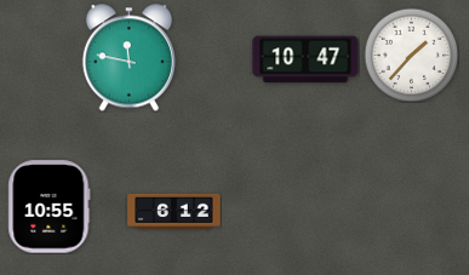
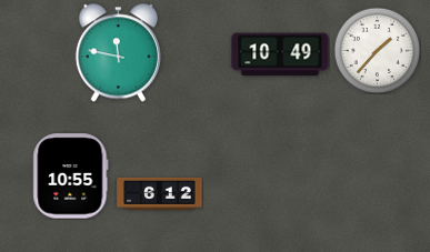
clock at (305, 59): 10:47 -> 10:49
clock at (50, 207) position: (50, 207) -> (71, 177)
